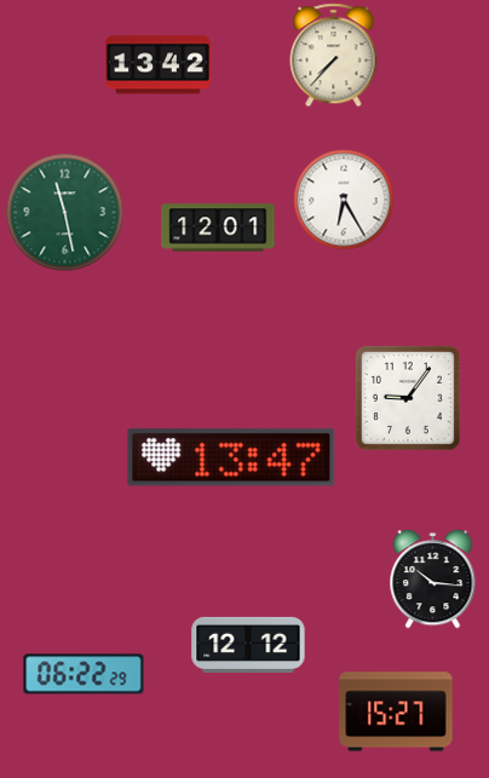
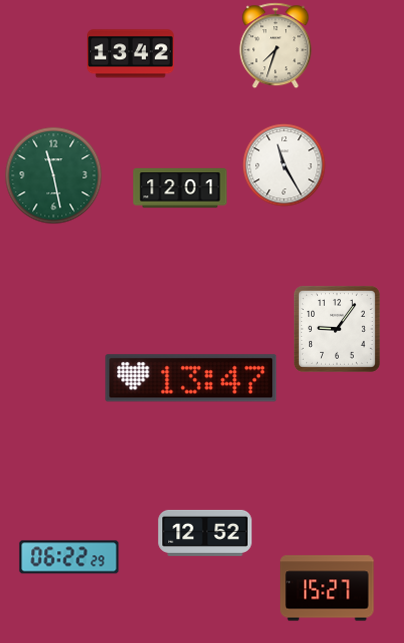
clock at (334, 56): 7:37 -> 7:33
clock at (344, 200): 6:25 -> 11:25
clock at (433, 580): 10:16 -> none
clock at (248, 645): 12:12 -> 12:52
